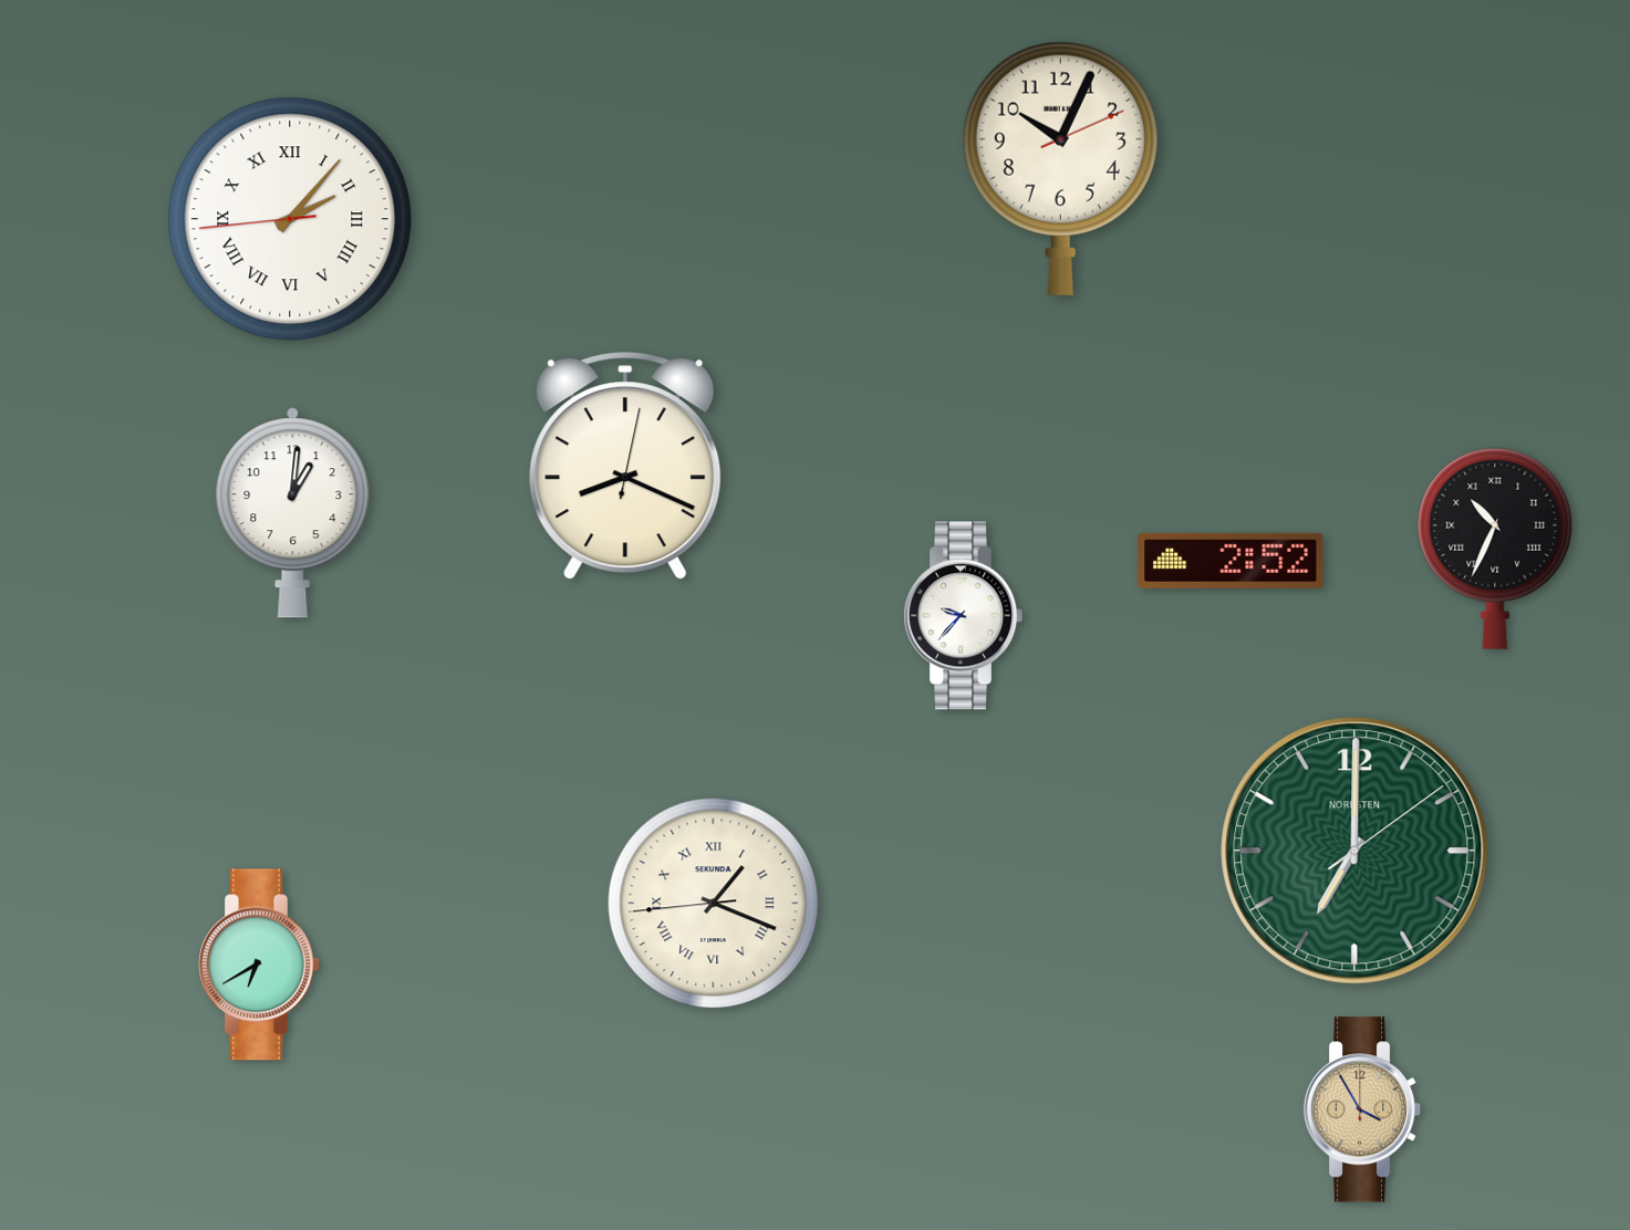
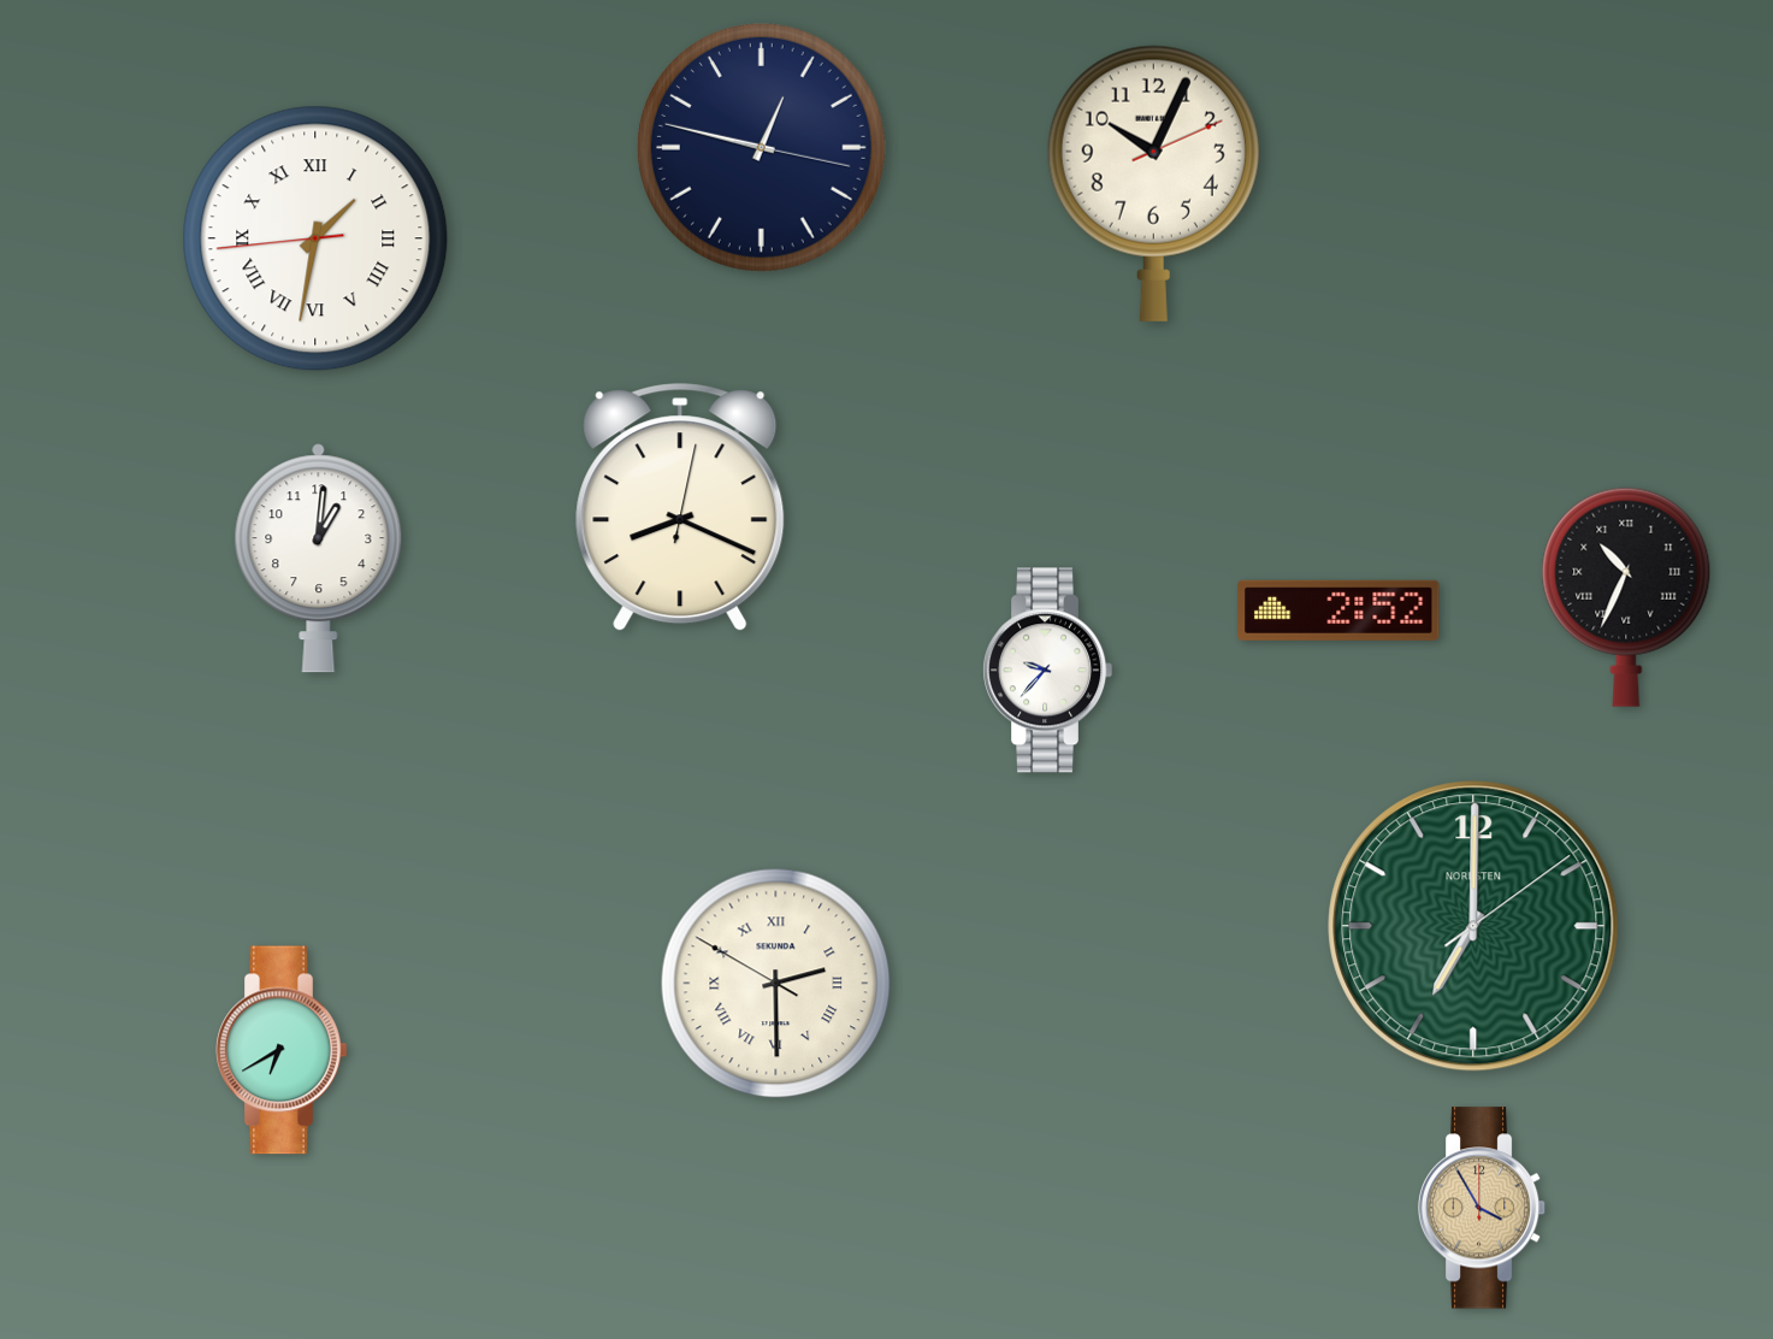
clock at (761, 147): none -> 12:47
clock at (290, 219): 2:06 -> 1:31
clock at (714, 904): 1:18 -> 2:29
